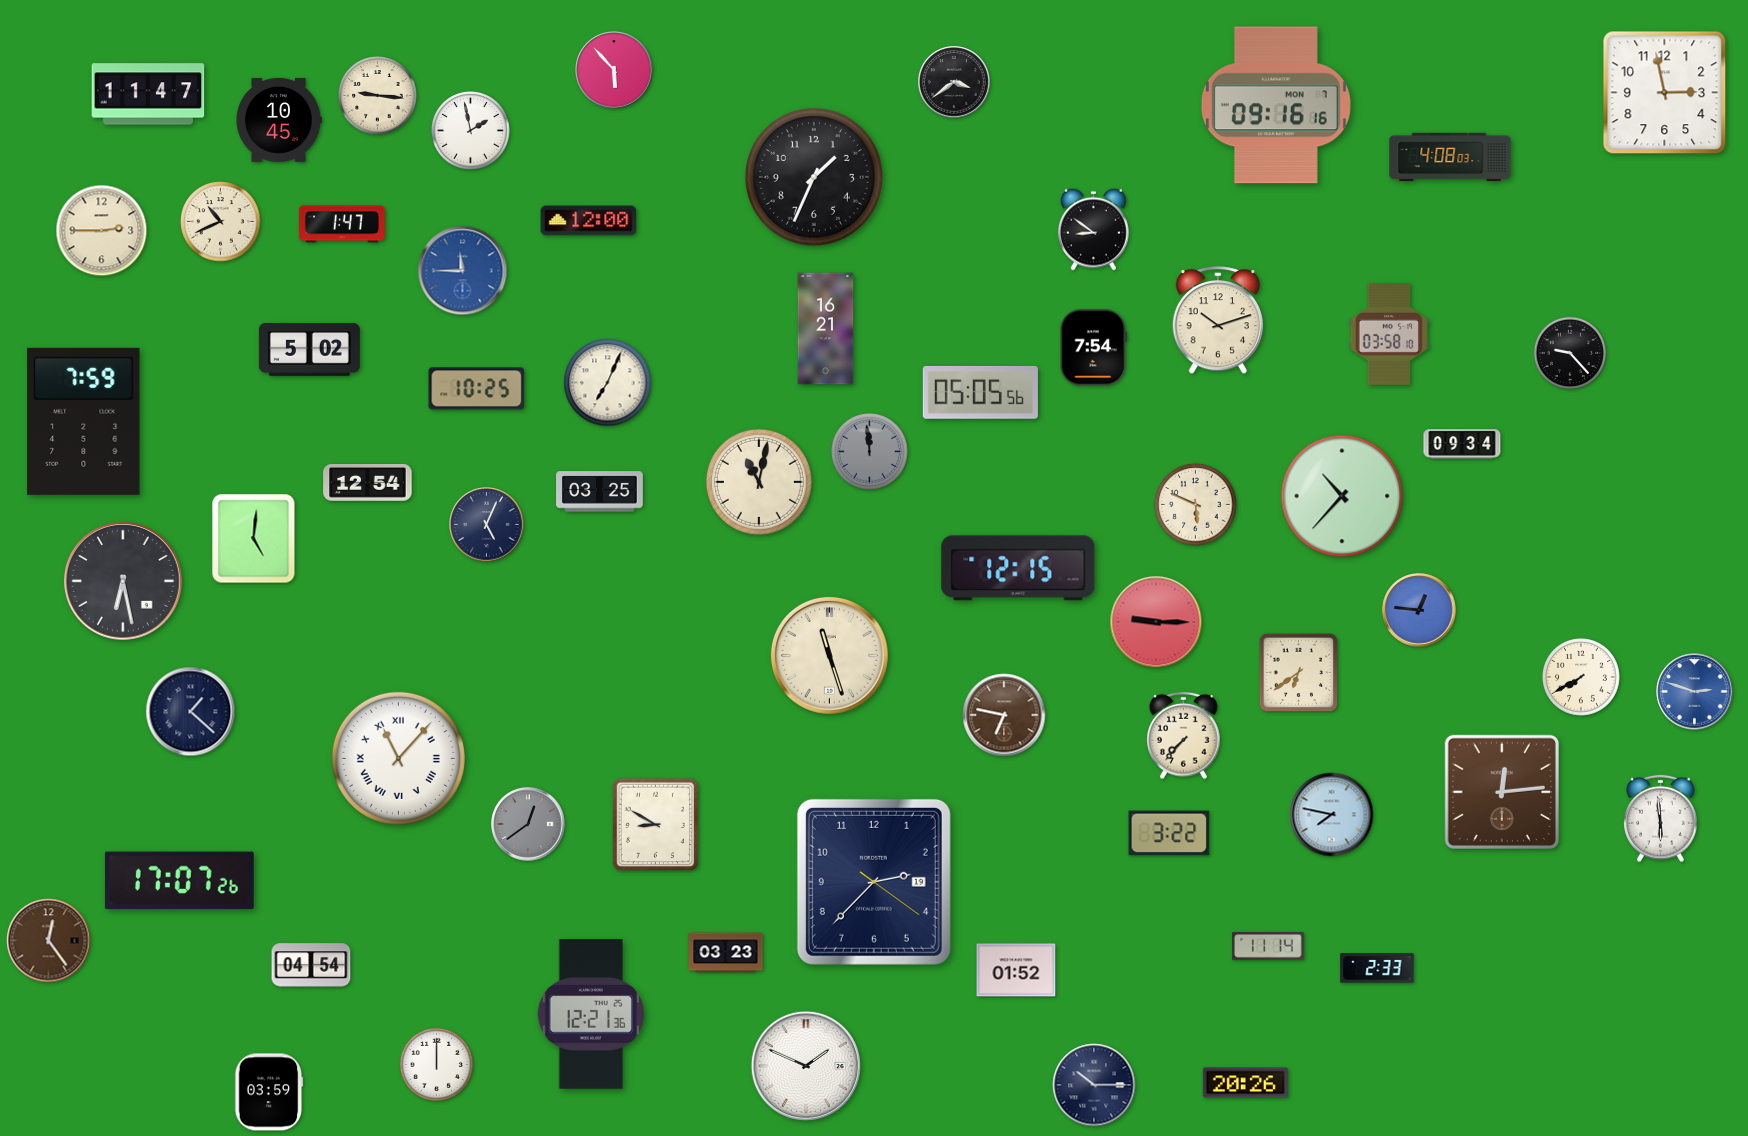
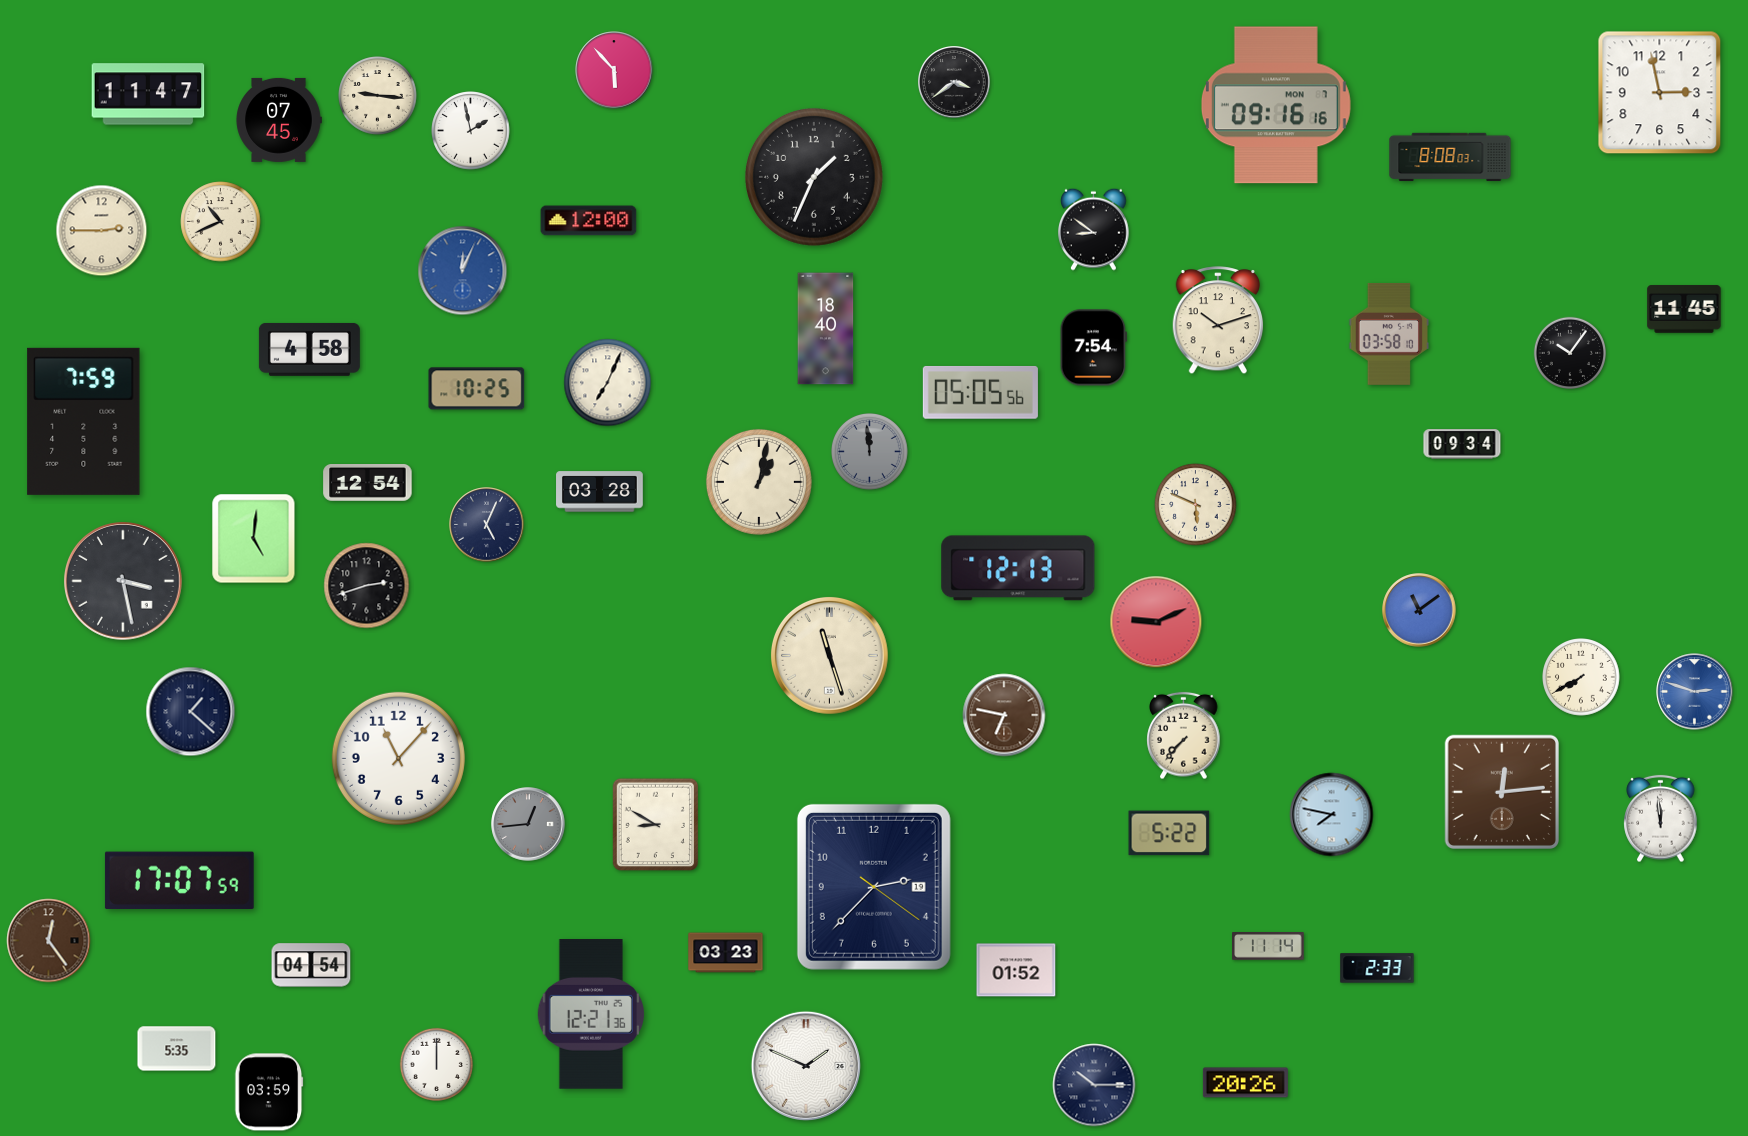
clock at (1665, 93) position: (1665, 93) -> (1660, 93)
clock at (279, 120): 10:45 -> 07:45
clock at (1450, 157): 4:08 -> 8:08
clock at (342, 224): 1:47 -> none
clock at (463, 271): 11:45 -> 12:04
clock at (1684, 309): none -> 11:45
clock at (826, 329): 16:21 -> 18:40
clock at (309, 349): 5:02 -> 4:58
clock at (1570, 353): 9:23 -> 10:06
clock at (759, 482): 11:02 -> 1:02
clock at (600, 492): 03:25 -> 03:28
clock at (1342, 496): 10:37 -> none
clock at (1018, 568): 12:15 -> 12:13
clock at (124, 582): 6:28 -> 3:28
clock at (367, 586): none -> 2:42
clock at (1419, 610): 12:46 -> 11:09
clock at (1156, 622): 9:15 -> 9:11
clock at (1299, 673): 6:39 -> none
clock at (398, 758) numerals: Roman -> Arabic
clock at (1661, 819): 5:59 -> 11:59
clock at (528, 824): 12:39 -> 12:44
clock at (1169, 833): 3:22 -> 5:22
clock at (179, 881): 17:07:26 -> 17:07:59
clock at (874, 882) position: (874, 882) -> (874, 887)
clock at (177, 1049): none -> 5:35
